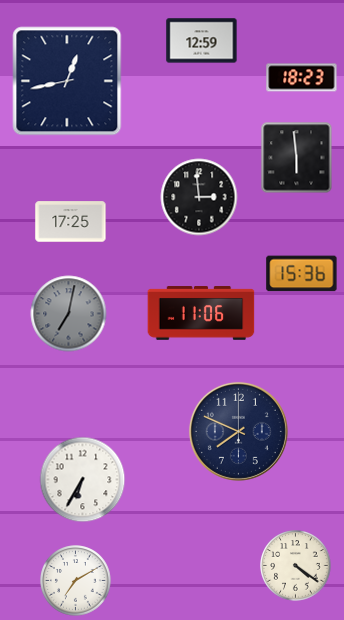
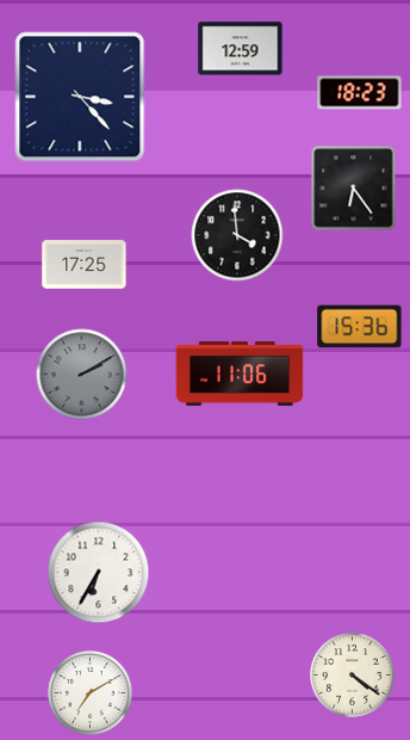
clock at (67, 81): 12:43 -> 3:23
clock at (297, 158): 5:59 -> 6:24
clock at (199, 197): 2:59 -> 3:59
clock at (69, 314): 7:02 -> 2:10
clock at (238, 431): 7:49 -> none
